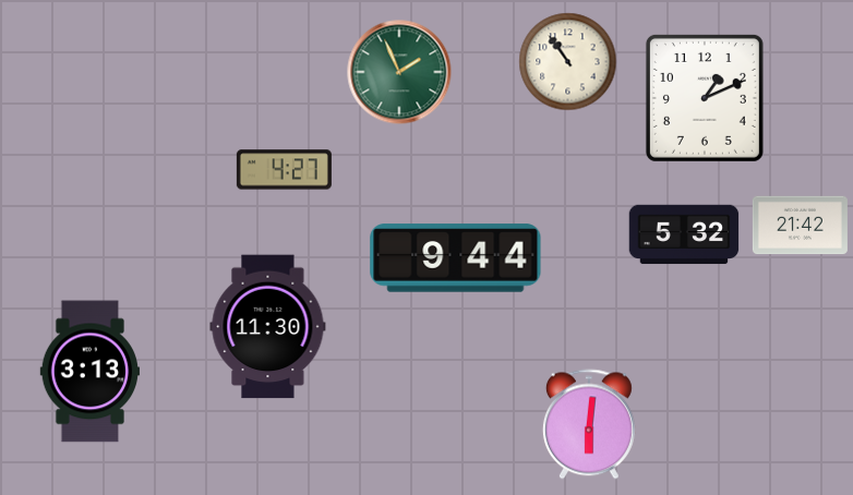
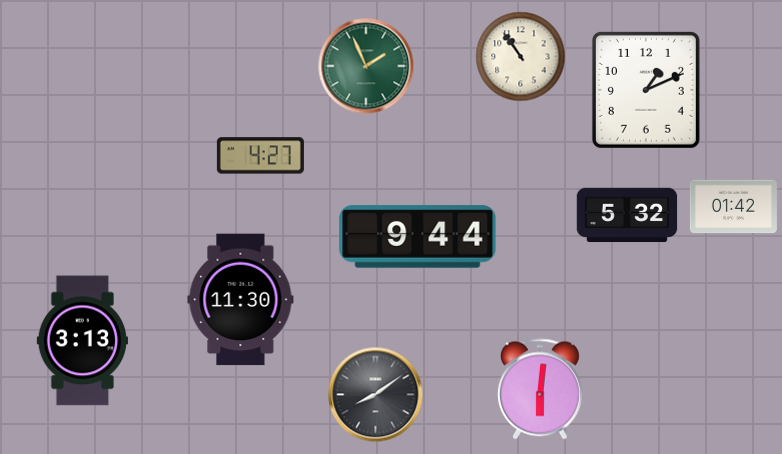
clock at (800, 226): 21:42 -> 01:42
clock at (268, 327) position: (268, 327) -> (241, 300)
clock at (376, 395): none -> 8:09
